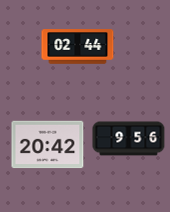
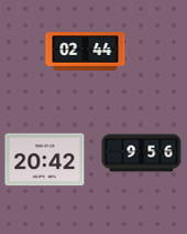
clock at (48, 145) position: (48, 145) -> (45, 160)
